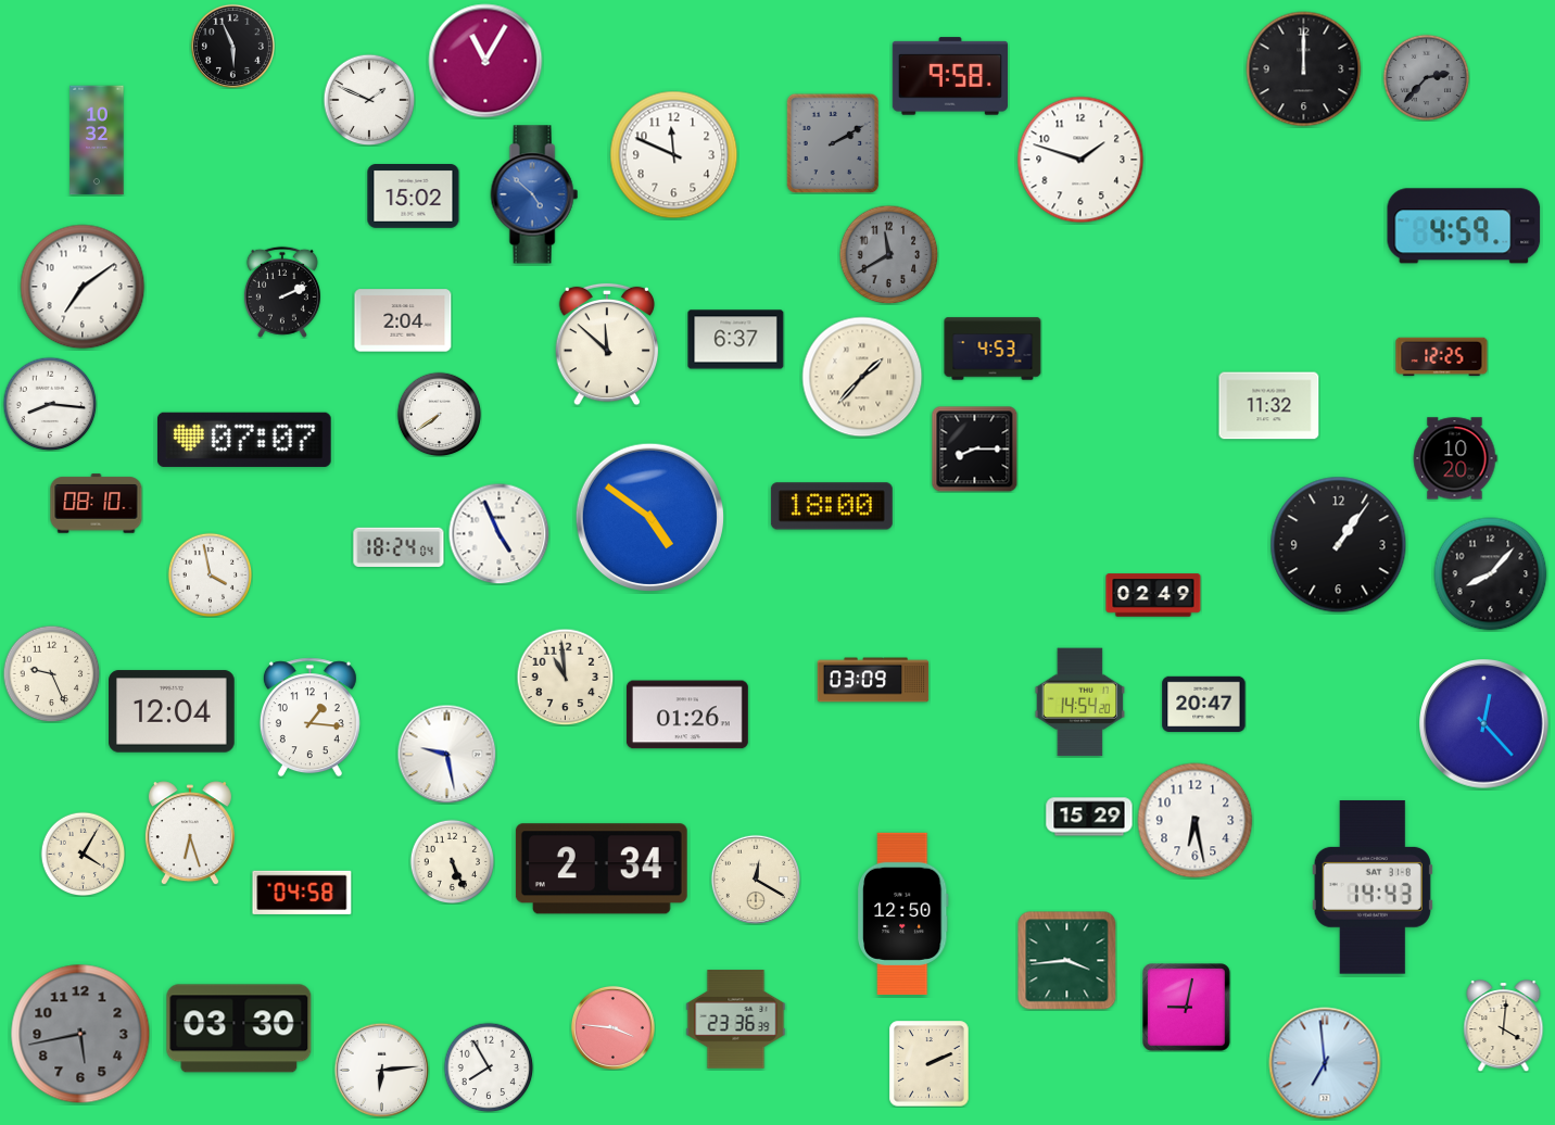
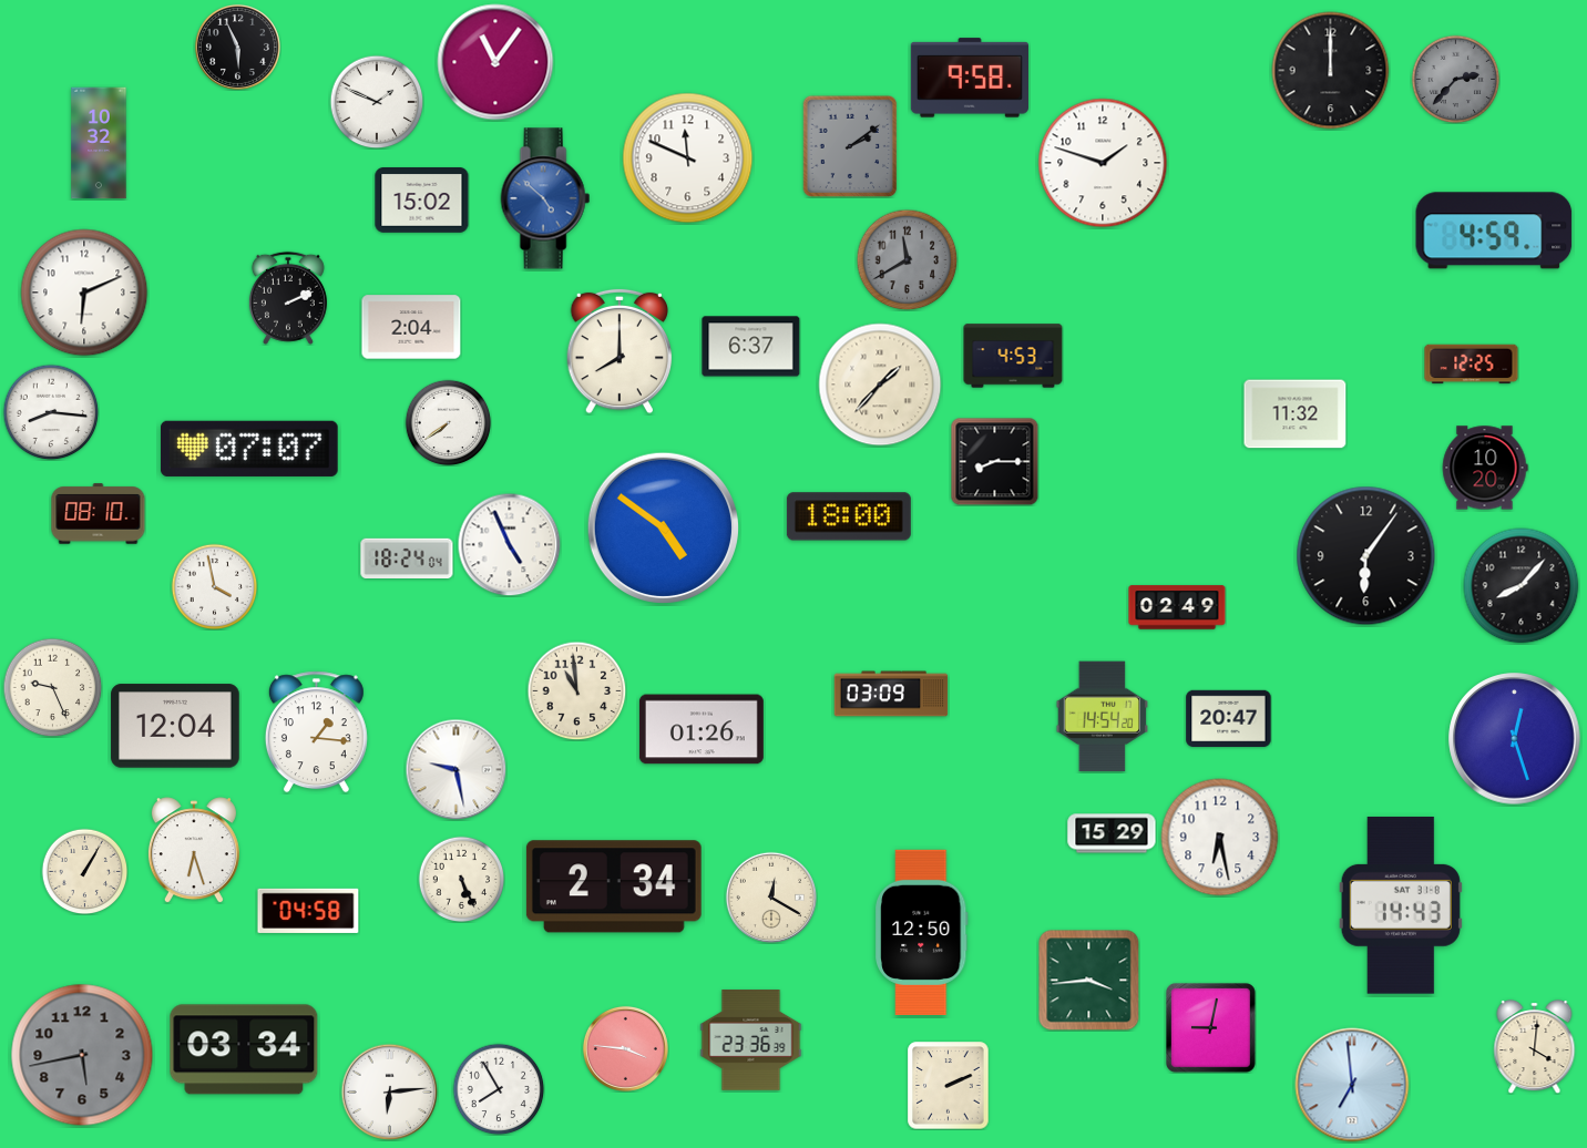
clock at (485, 61): 11:05 -> 11:06
clock at (833, 143): 2:10 -> 2:09
clock at (83, 287): 7:09 -> 6:11
clock at (607, 344): 11:52 -> 8:00
clock at (974, 448) position: (974, 448) -> (994, 461)
clock at (1339, 545): 1:06 -> 6:06
clock at (1484, 724): 12:23 -> 12:27
clock at (83, 854): 4:05 -> 1:05
clock at (239, 1028): 03:30 -> 03:34
